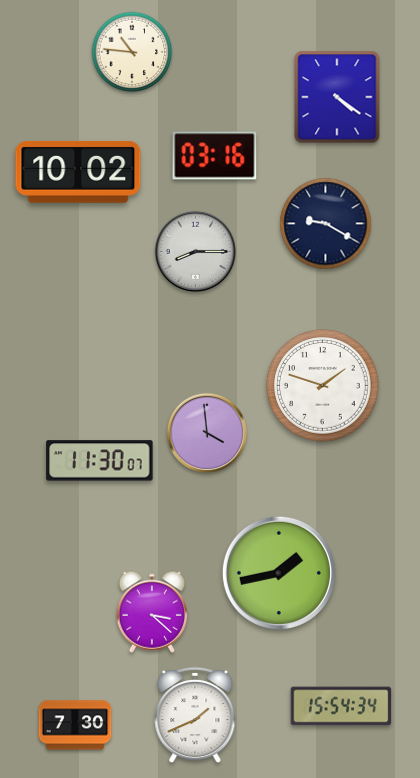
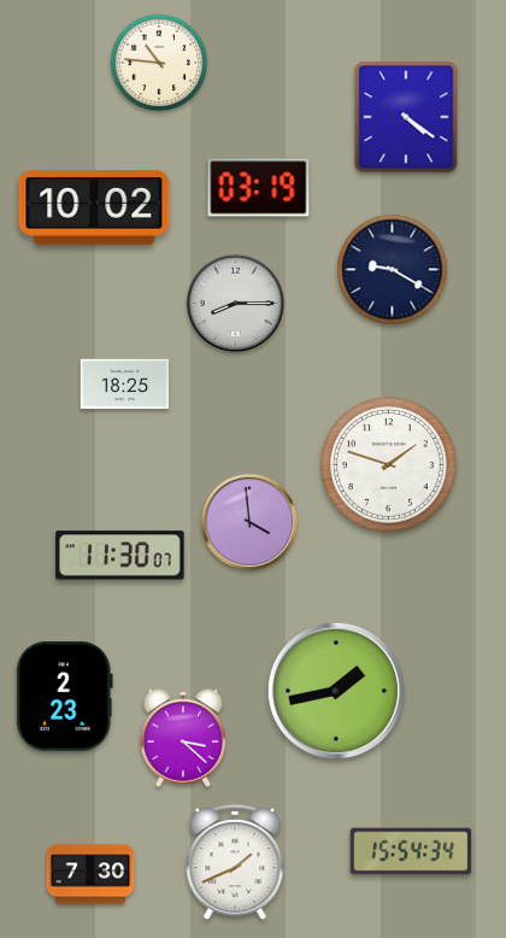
clock at (215, 156): 03:16 -> 03:19
clock at (125, 385): none -> 18:25
clock at (64, 696): none -> 2:23
